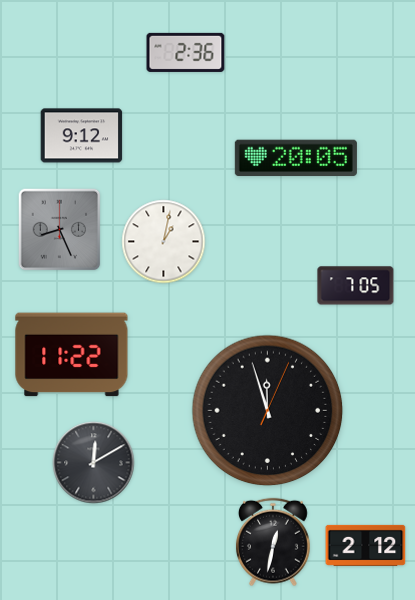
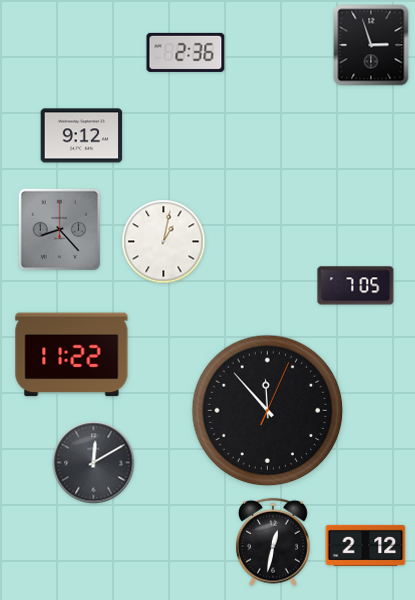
clock at (371, 45): none -> 2:57
clock at (296, 158): 20:05 -> none
clock at (60, 230): 8:26 -> 8:23
clock at (268, 411): 11:57 -> 11:53
